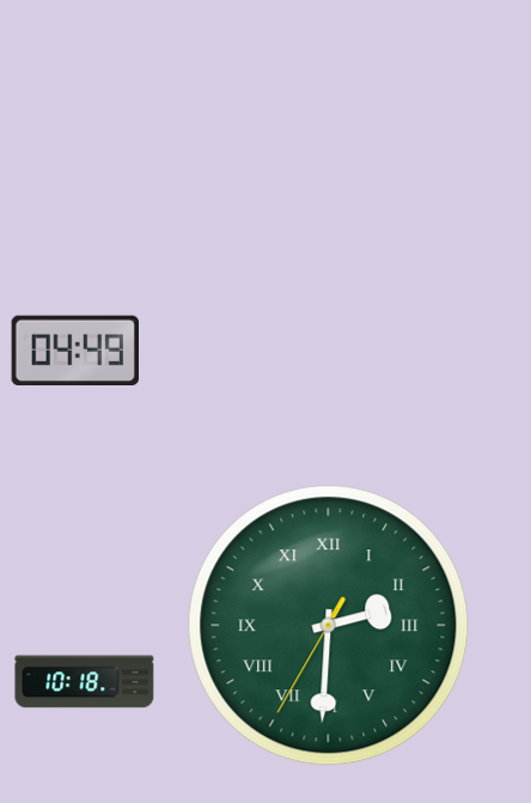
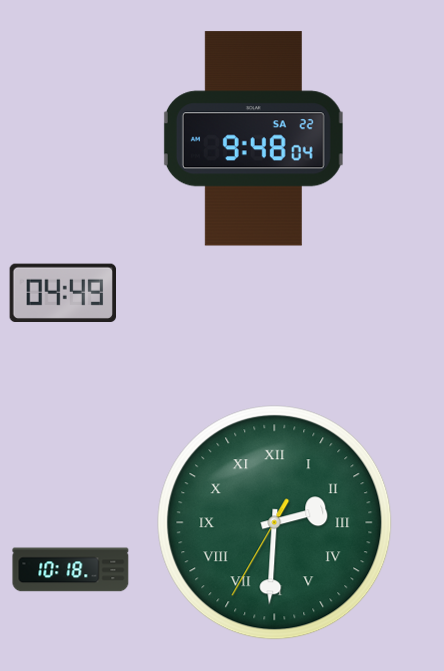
clock at (253, 139): none -> 9:48
